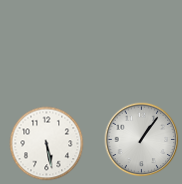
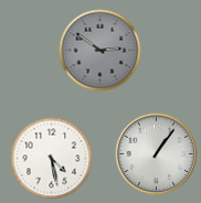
clock at (100, 51): none -> 2:51
clock at (47, 144): 5:28 -> 4:28
